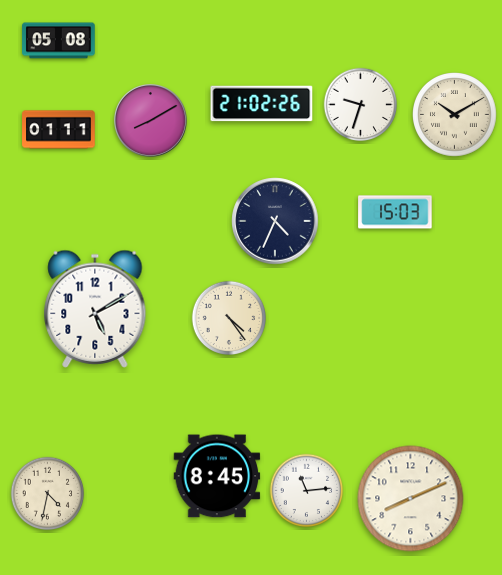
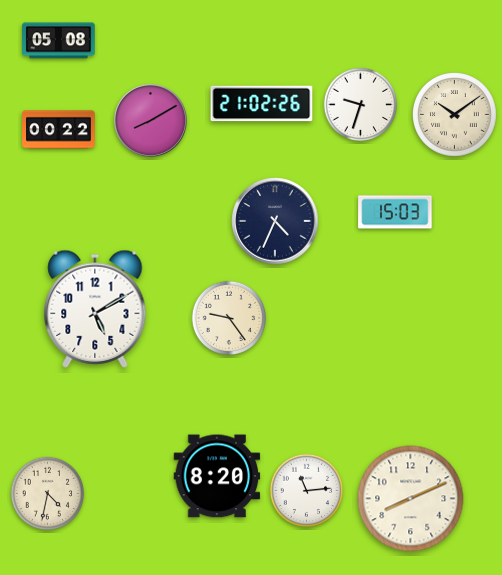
clock at (455, 115): 10:10 -> 10:09
clock at (59, 130): 01:11 -> 00:22
clock at (228, 317): 4:24 -> 9:24
clock at (217, 476): 8:45 -> 8:20
